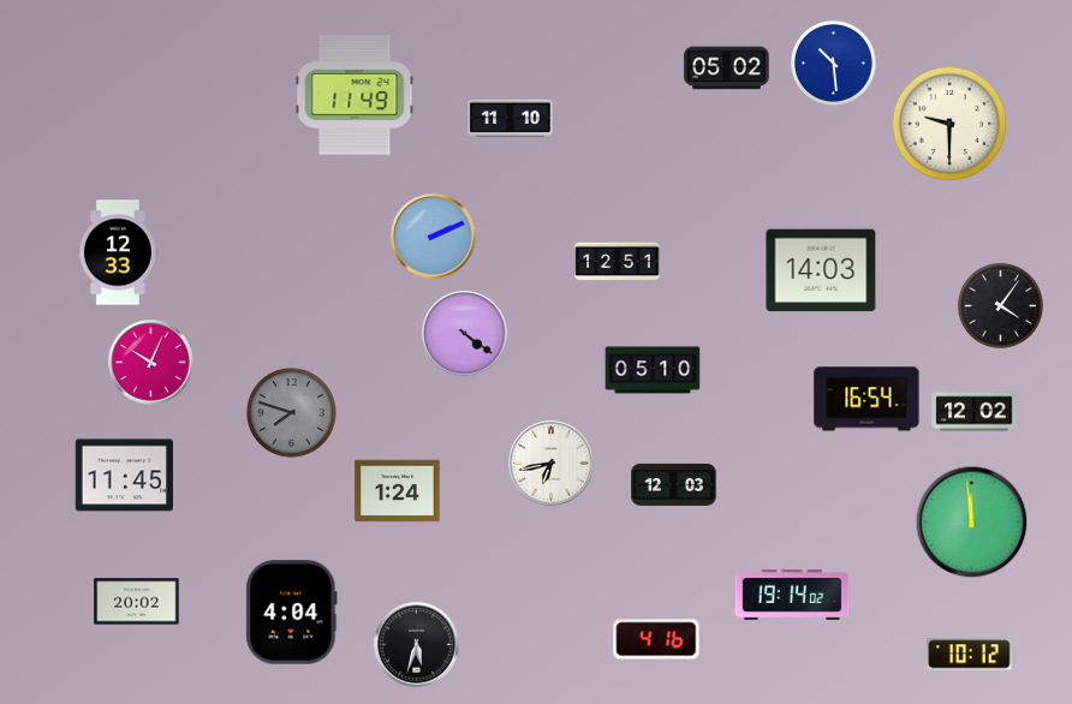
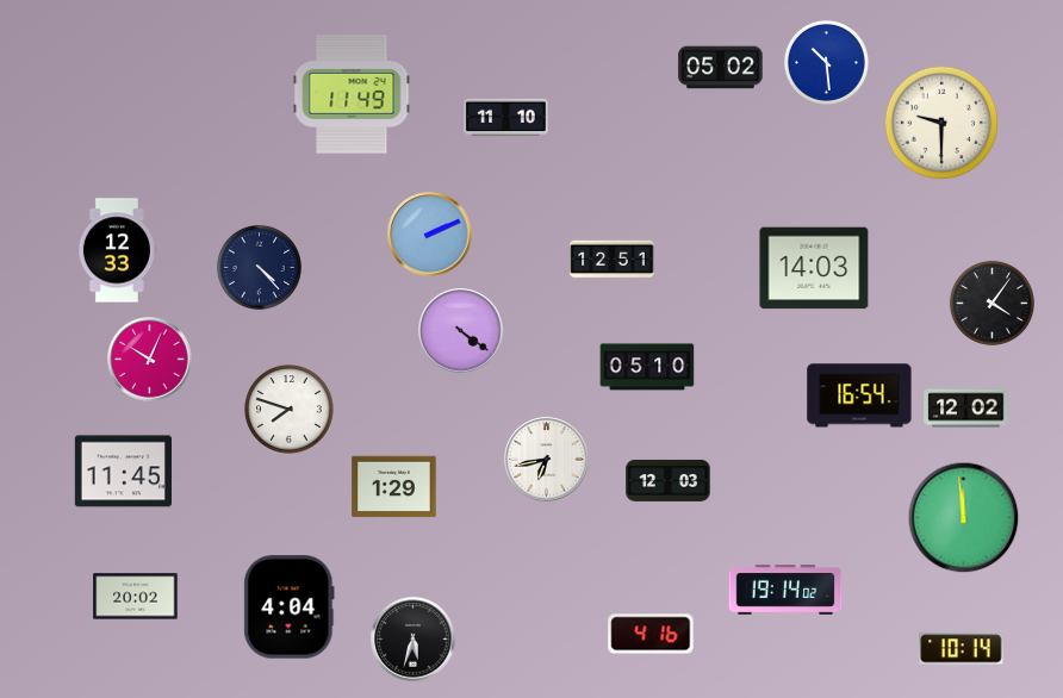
clock at (259, 267): none -> 4:23
clock at (292, 413) dial: grey -> white
clock at (398, 491): 1:24 -> 1:29
clock at (970, 655): 10:12 -> 10:14
